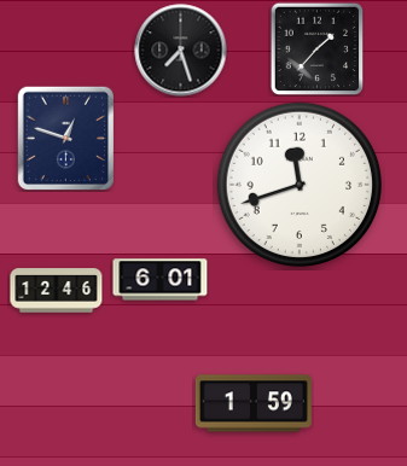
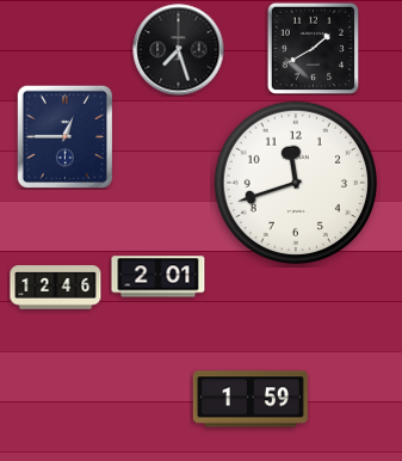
clock at (316, 48): 1:37 -> 1:40
clock at (65, 138): 12:48 -> 12:45
clock at (161, 280): 6:01 -> 2:01
